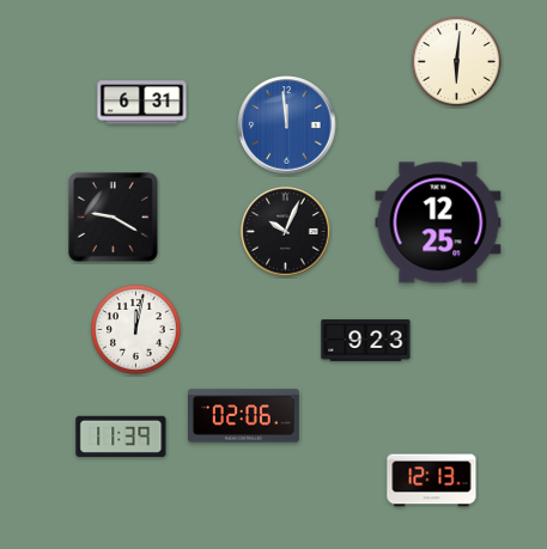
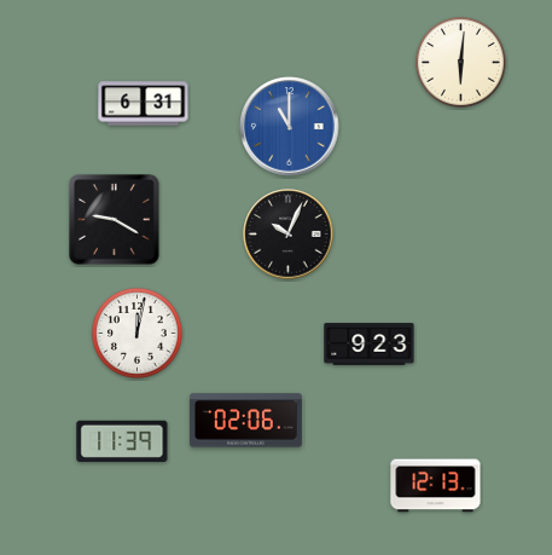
clock at (287, 126): 11:59 -> 11:00
clock at (438, 222): 12:25 -> none
